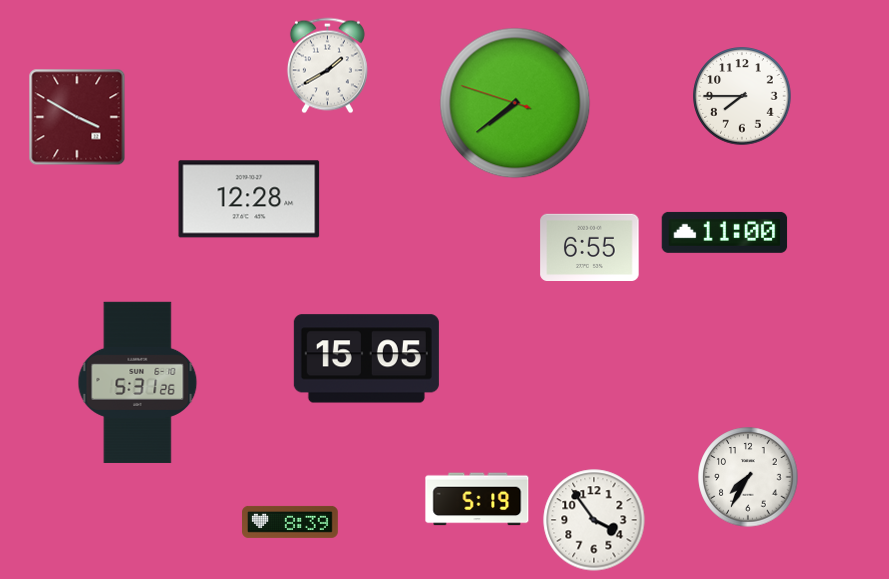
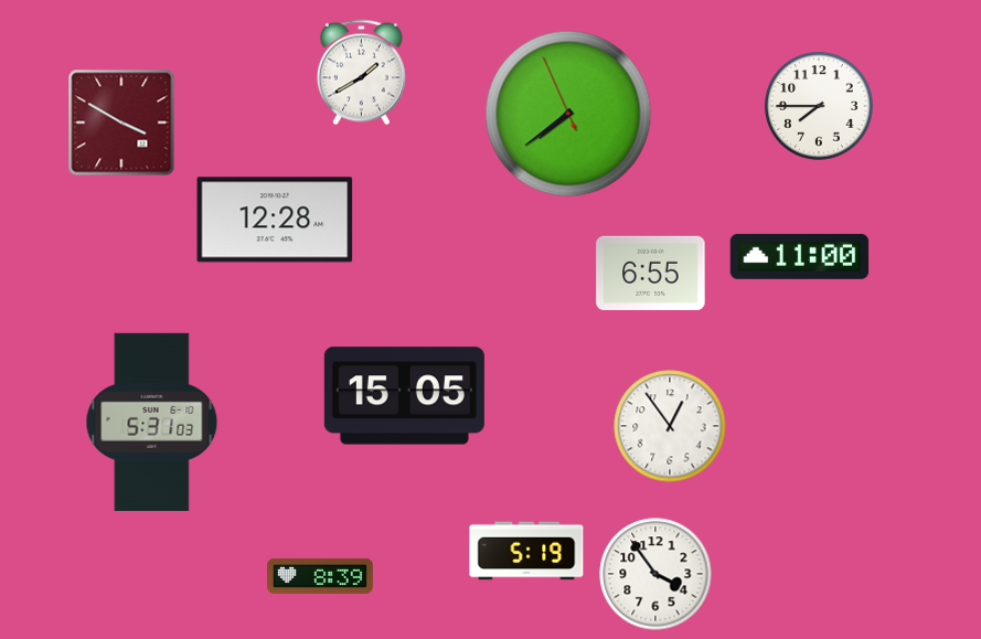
clock at (515, 103): 7:38:48 -> 7:38:56
clock at (77, 117) position: (77, 117) -> (121, 123)
clock at (138, 382): 5:31:26 -> 5:31:03
clock at (670, 426): none -> 12:54
clock at (748, 477): 7:35 -> none
